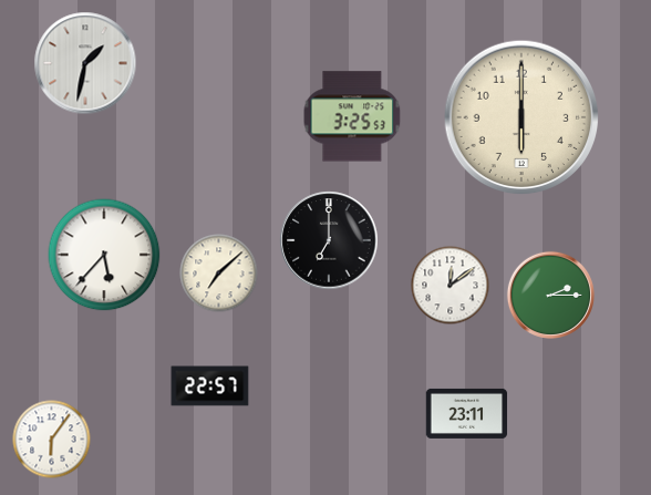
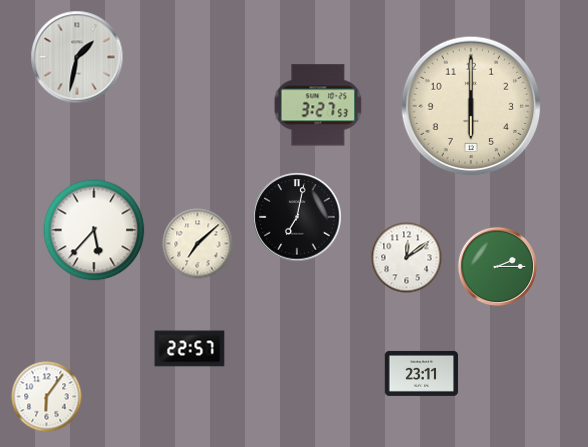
clock at (352, 116): 3:25 -> 3:27
clock at (329, 240): 7:00 -> 7:02
clock at (219, 274) position: (219, 274) -> (198, 244)
